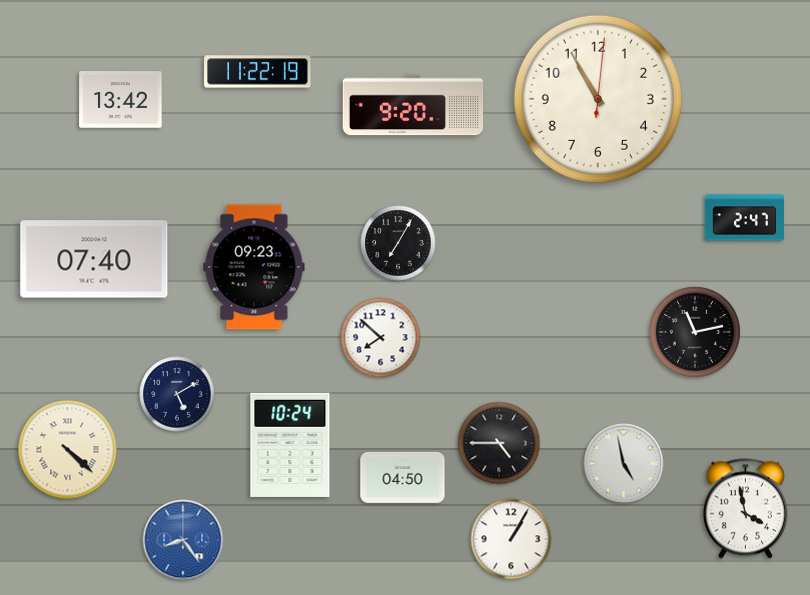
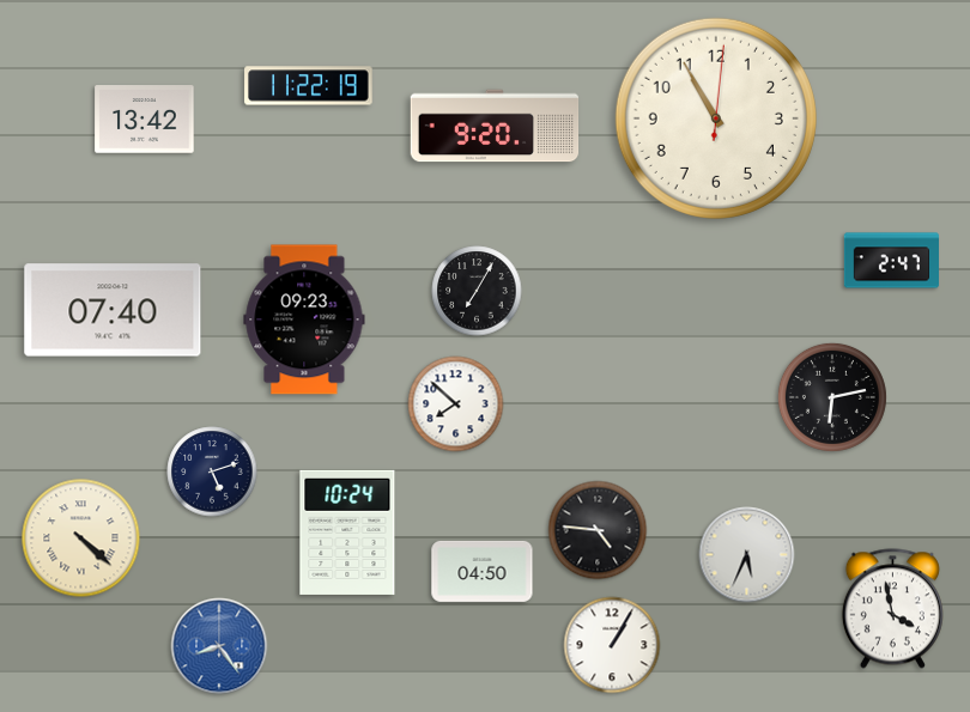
clock at (695, 332): 11:13 -> 6:13
clock at (177, 394): 5:10 -> 5:12
clock at (499, 443): 4:45 -> 4:46
clock at (624, 464): 4:58 -> 5:34
